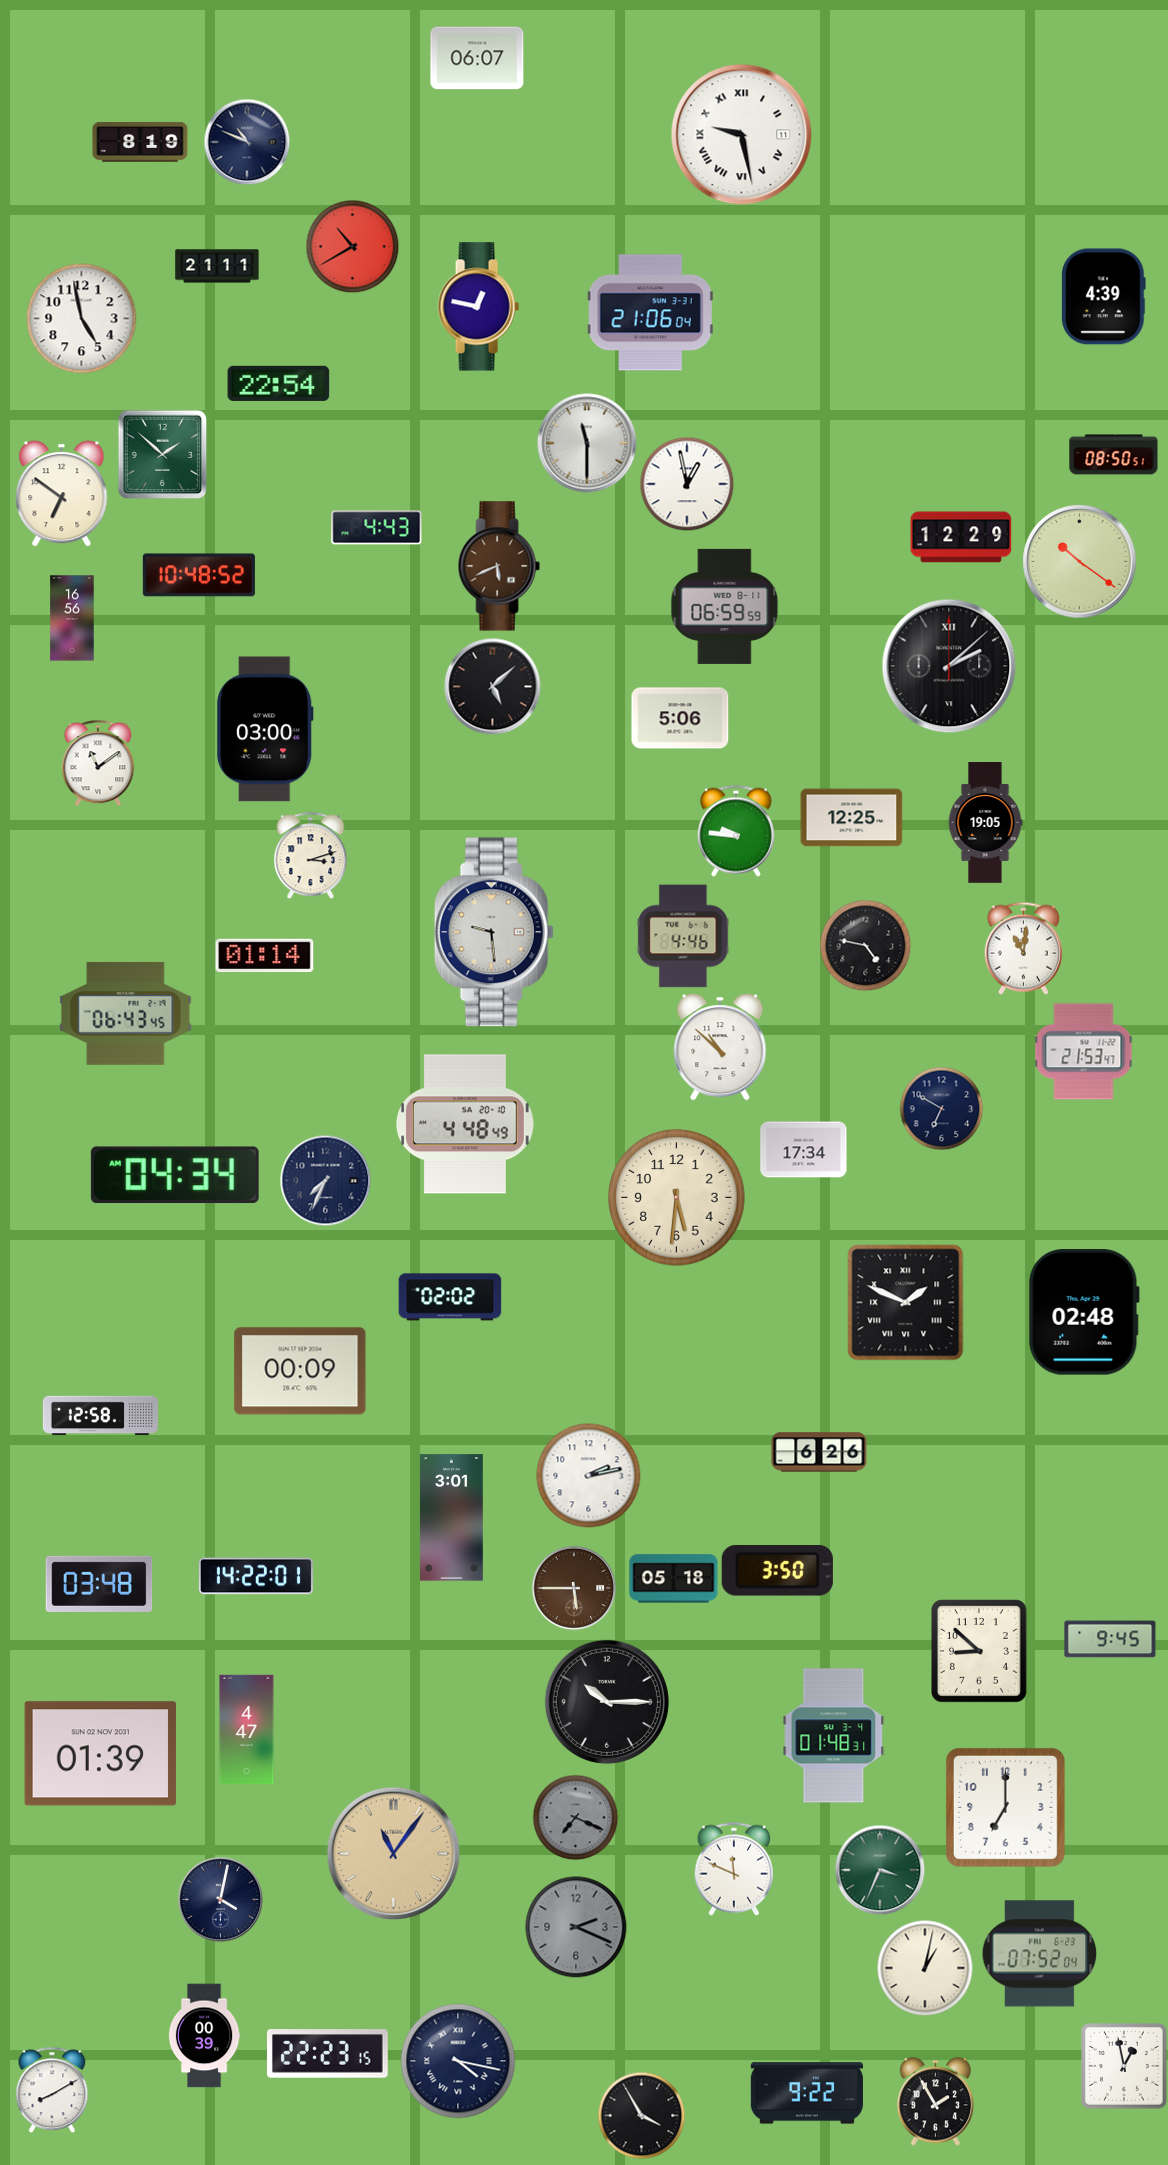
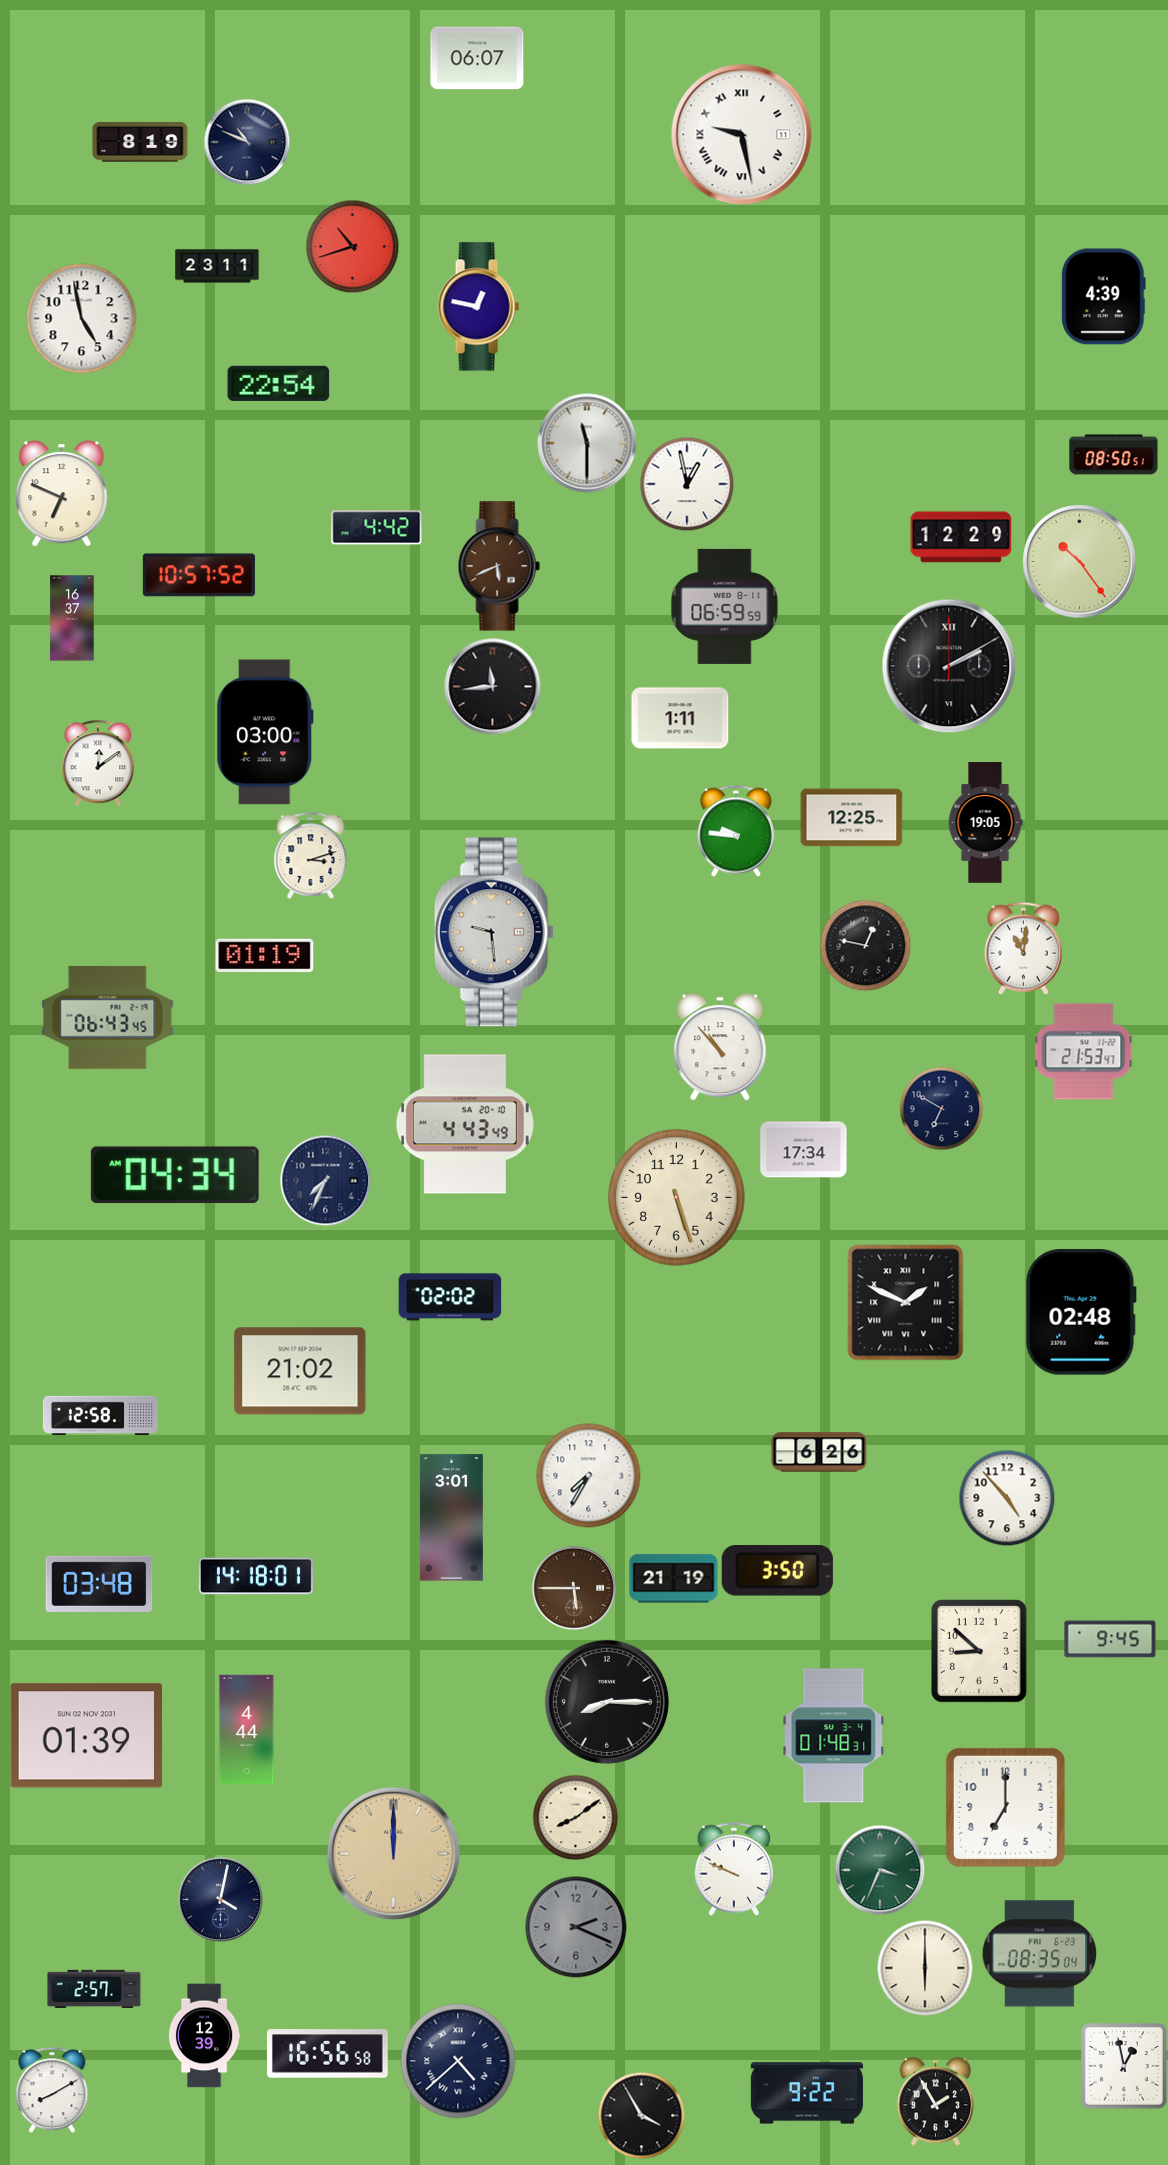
clock at (352, 246): 10:40 -> 10:42
clock at (217, 266): 21:11 -> 23:11
clock at (650, 313): 21:06 -> none
clock at (162, 454): 1:52 -> none
clock at (62, 494): 6:51 -> 6:49
clock at (377, 528): 4:43 -> 4:42
clock at (1080, 562): 10:21 -> 10:24
clock at (199, 575): 10:48 -> 10:57
clock at (72, 618): 16:56 -> 16:37
clock at (949, 666): 2:08 -> 2:10
clock at (493, 687): 5:08 -> 11:44
clock at (680, 718): 5:06 -> 1:11
clock at (265, 729) position: (265, 729) -> (265, 732)
clock at (98, 763): 11:09 -> 12:09
clock at (683, 936): 4:46 -> none
clock at (865, 945): 4:47 -> 12:47
clock at (265, 956): 01:14 -> 01:19
clock at (126, 1013) position: (126, 1013) -> (108, 1017)
clock at (720, 1047): 10:52 -> 10:53
clock at (465, 1124): 4:48 -> 4:43
clock at (677, 1198): 5:31 -> 5:27
clock at (1084, 1312) position: (1084, 1312) -> (1081, 1312)
clock at (300, 1371): 00:09 -> 21:02
clock at (589, 1476): 2:13 -> 7:35
clock at (1007, 1498): none -> 4:53
clock at (256, 1576): 14:22 -> 14:18
clock at (674, 1579): 05:18 -> 21:19
clock at (607, 1702): 10:15 -> 8:15
clock at (247, 1730): 4:47 -> 4:44
clock at (101, 1754) position: (101, 1754) -> (87, 1736)
clock at (575, 1817): 7:19 -> 8:09
clock at (575, 1817) dial: grey -> cream
clock at (394, 1854): 11:06 -> 12:00
clock at (734, 1869): 11:49 -> 9:49
clock at (1040, 1954): 07:52 -> 08:35
clock at (925, 1968): 1:02 -> 6:00
clock at (94, 1989): none -> 2:57
clock at (204, 2036): 00:39 -> 12:39
clock at (328, 2054): 22:23 -> 16:56
clock at (458, 2061): 4:17 -> 4:38
